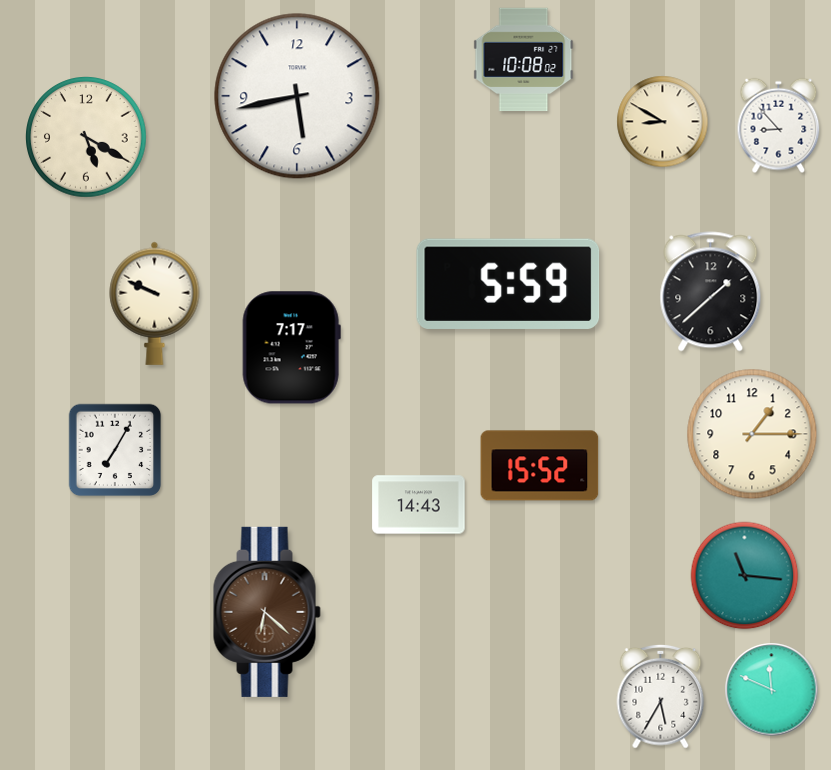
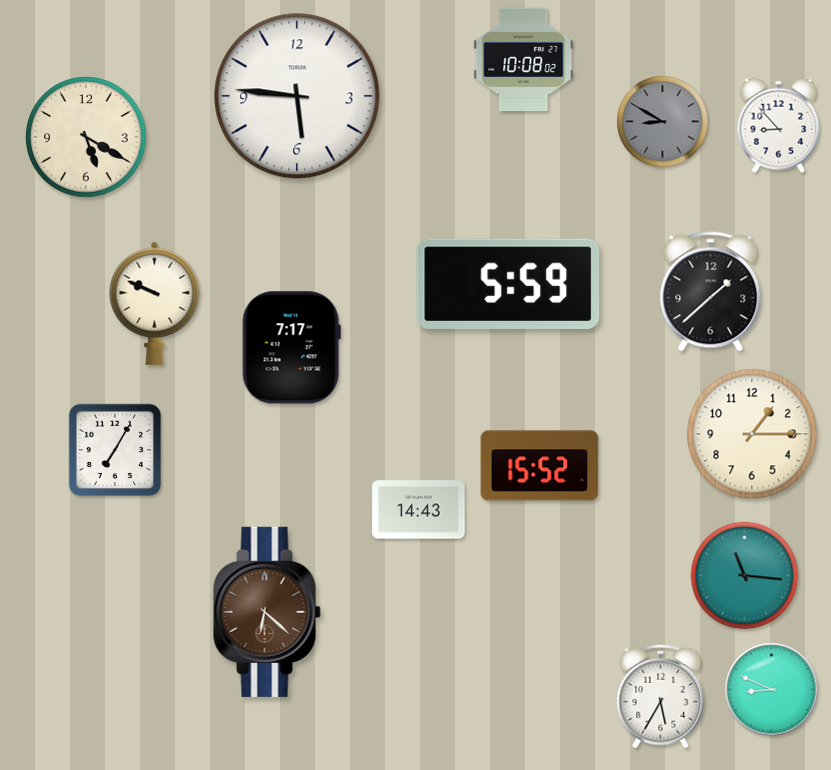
clock at (297, 96): 5:43 -> 5:46
clock at (663, 122) dial: cream -> grey
clock at (419, 505) position: (419, 505) -> (419, 510)
clock at (772, 690): 11:49 -> 8:49
